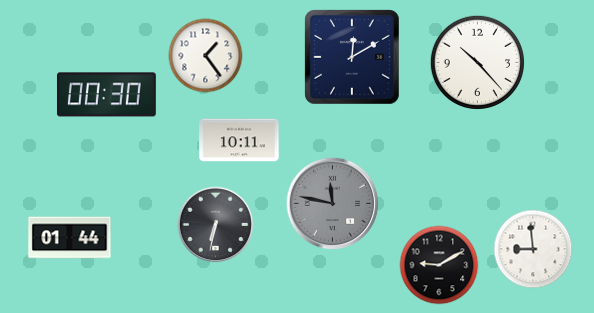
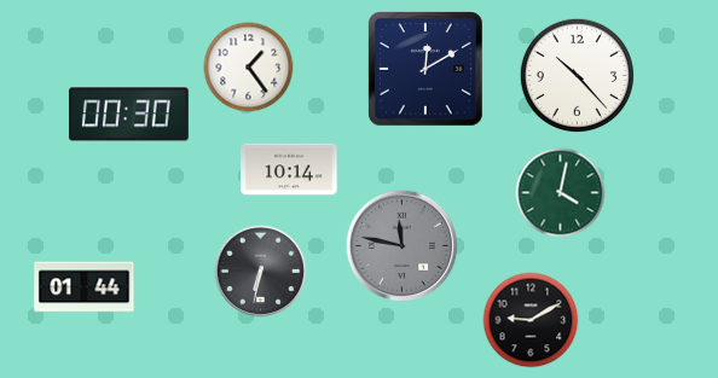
clock at (239, 140): 10:11 -> 10:14
clock at (561, 193): none -> 4:02
clock at (533, 249): 8:59 -> none
